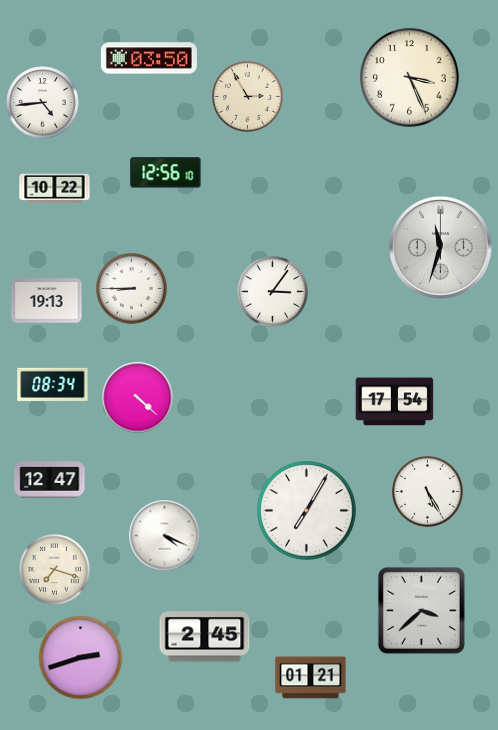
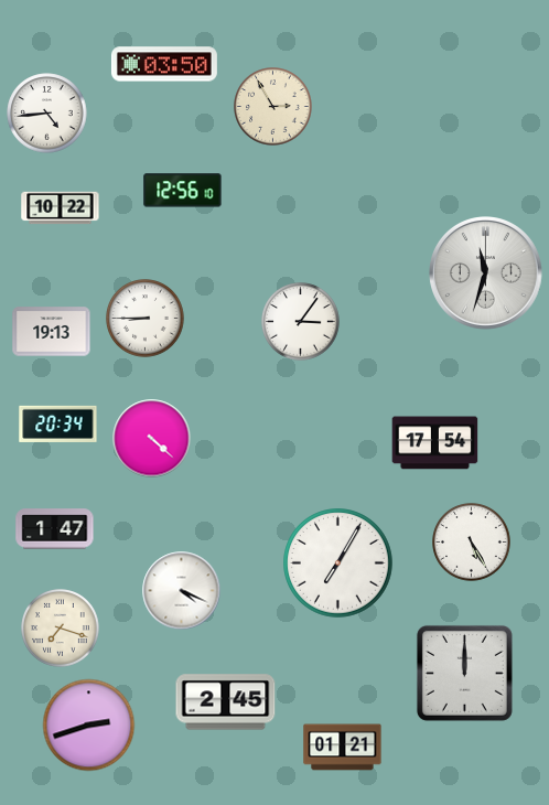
clock at (410, 78): 3:26 -> none
clock at (53, 384): 08:34 -> 20:34
clock at (50, 480): 12:47 -> 1:47
clock at (421, 610): 3:38 -> 12:00
